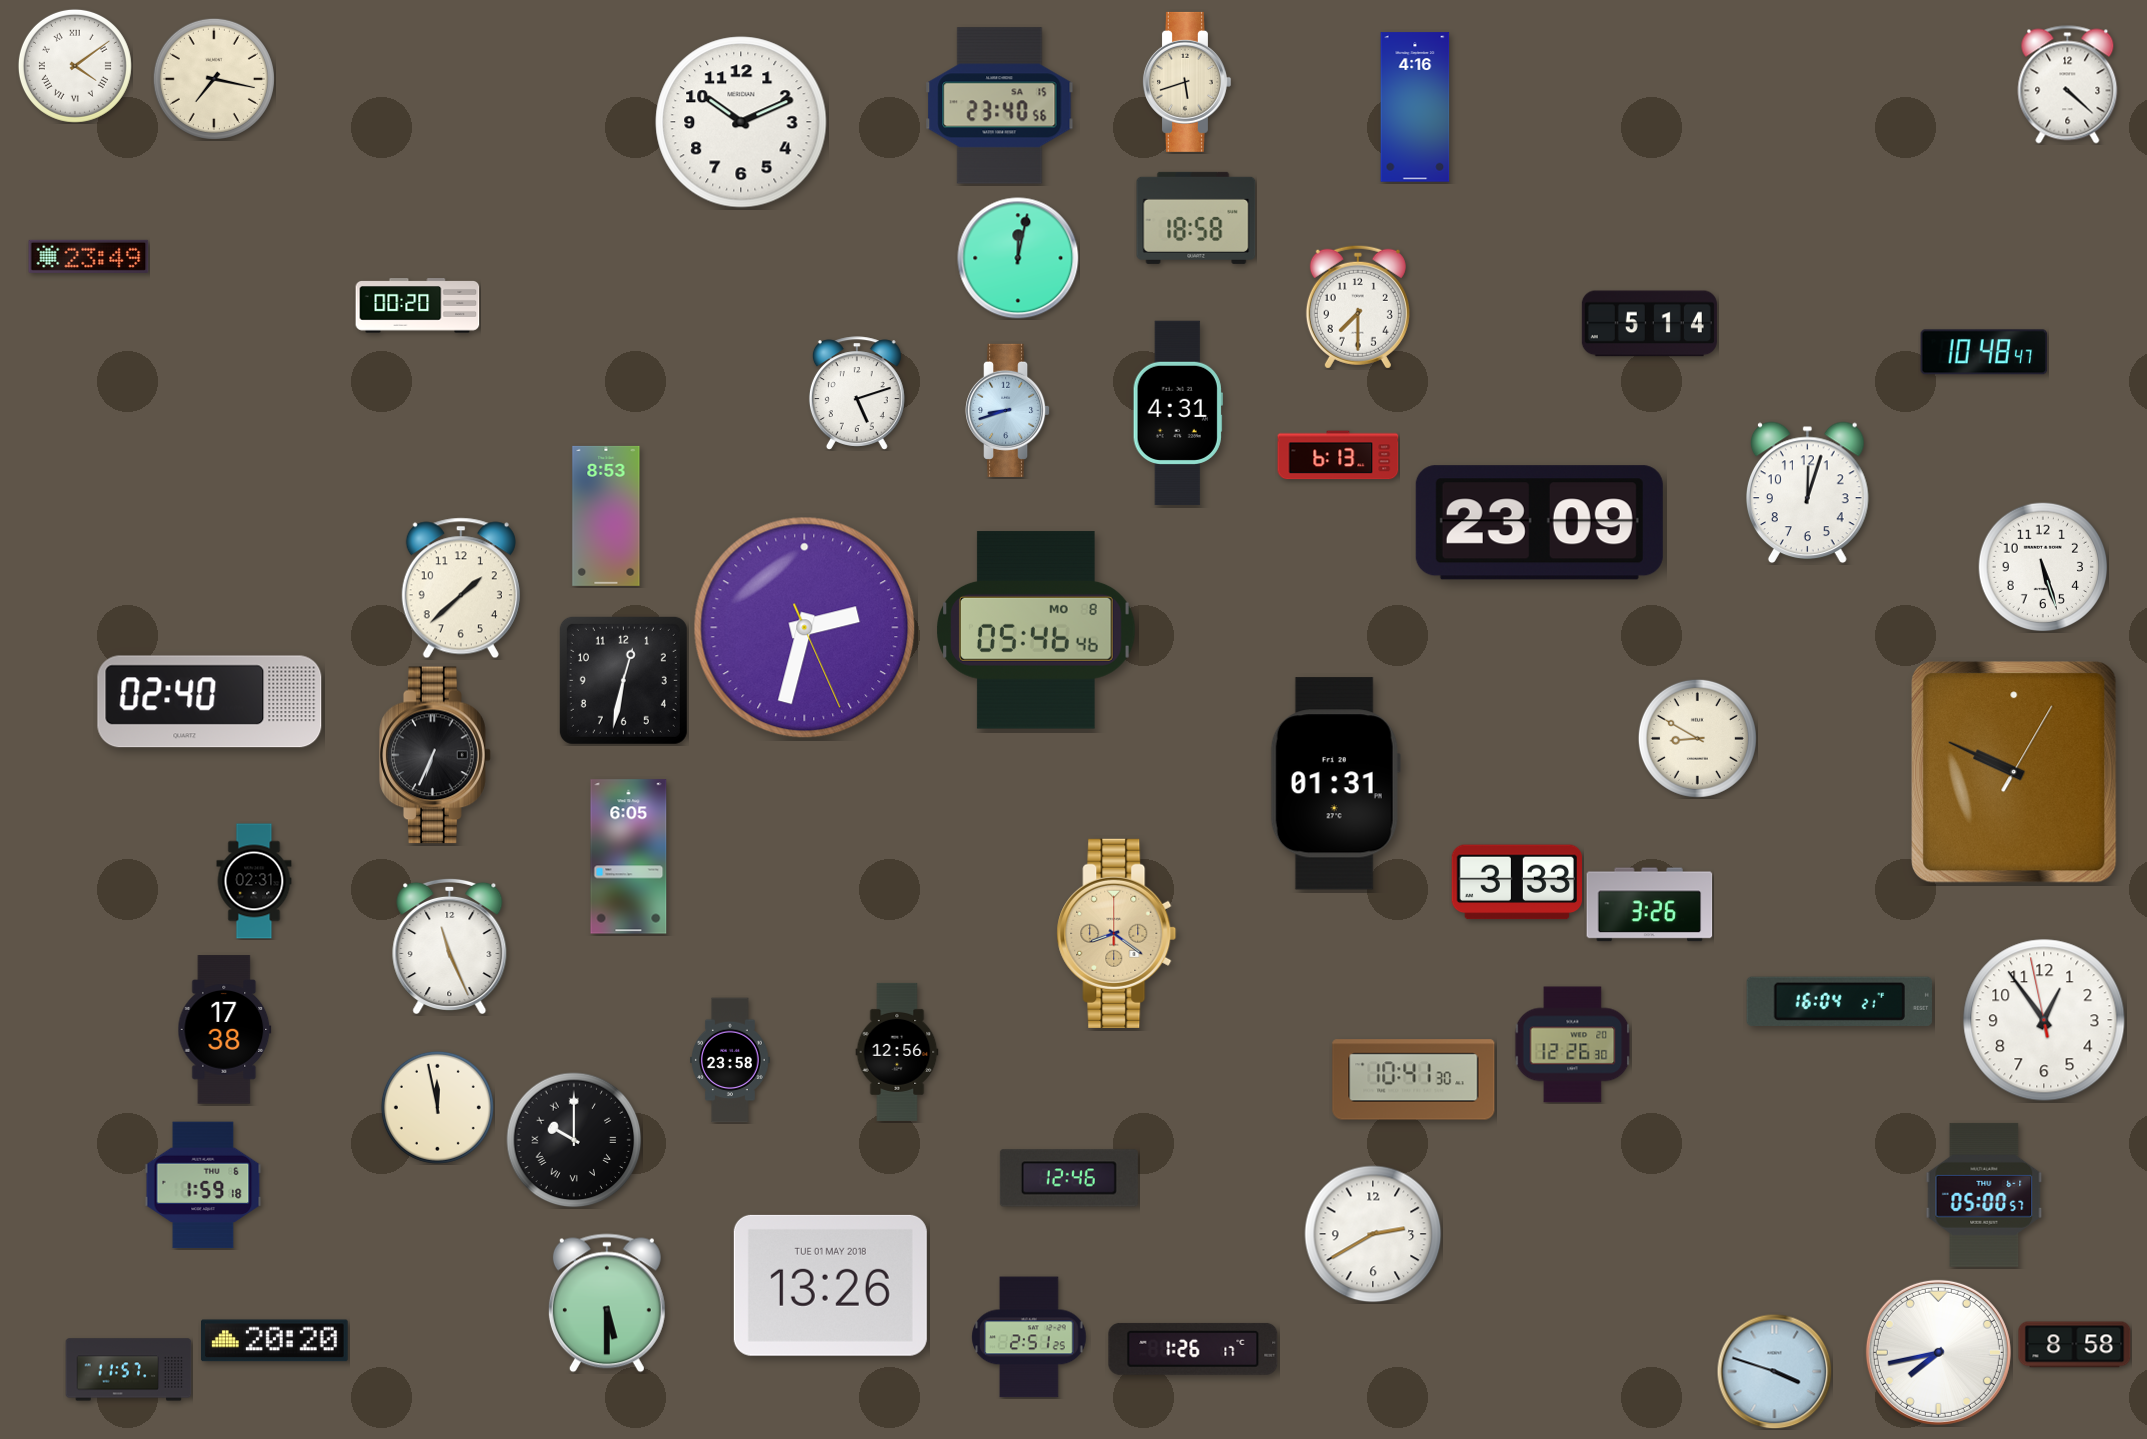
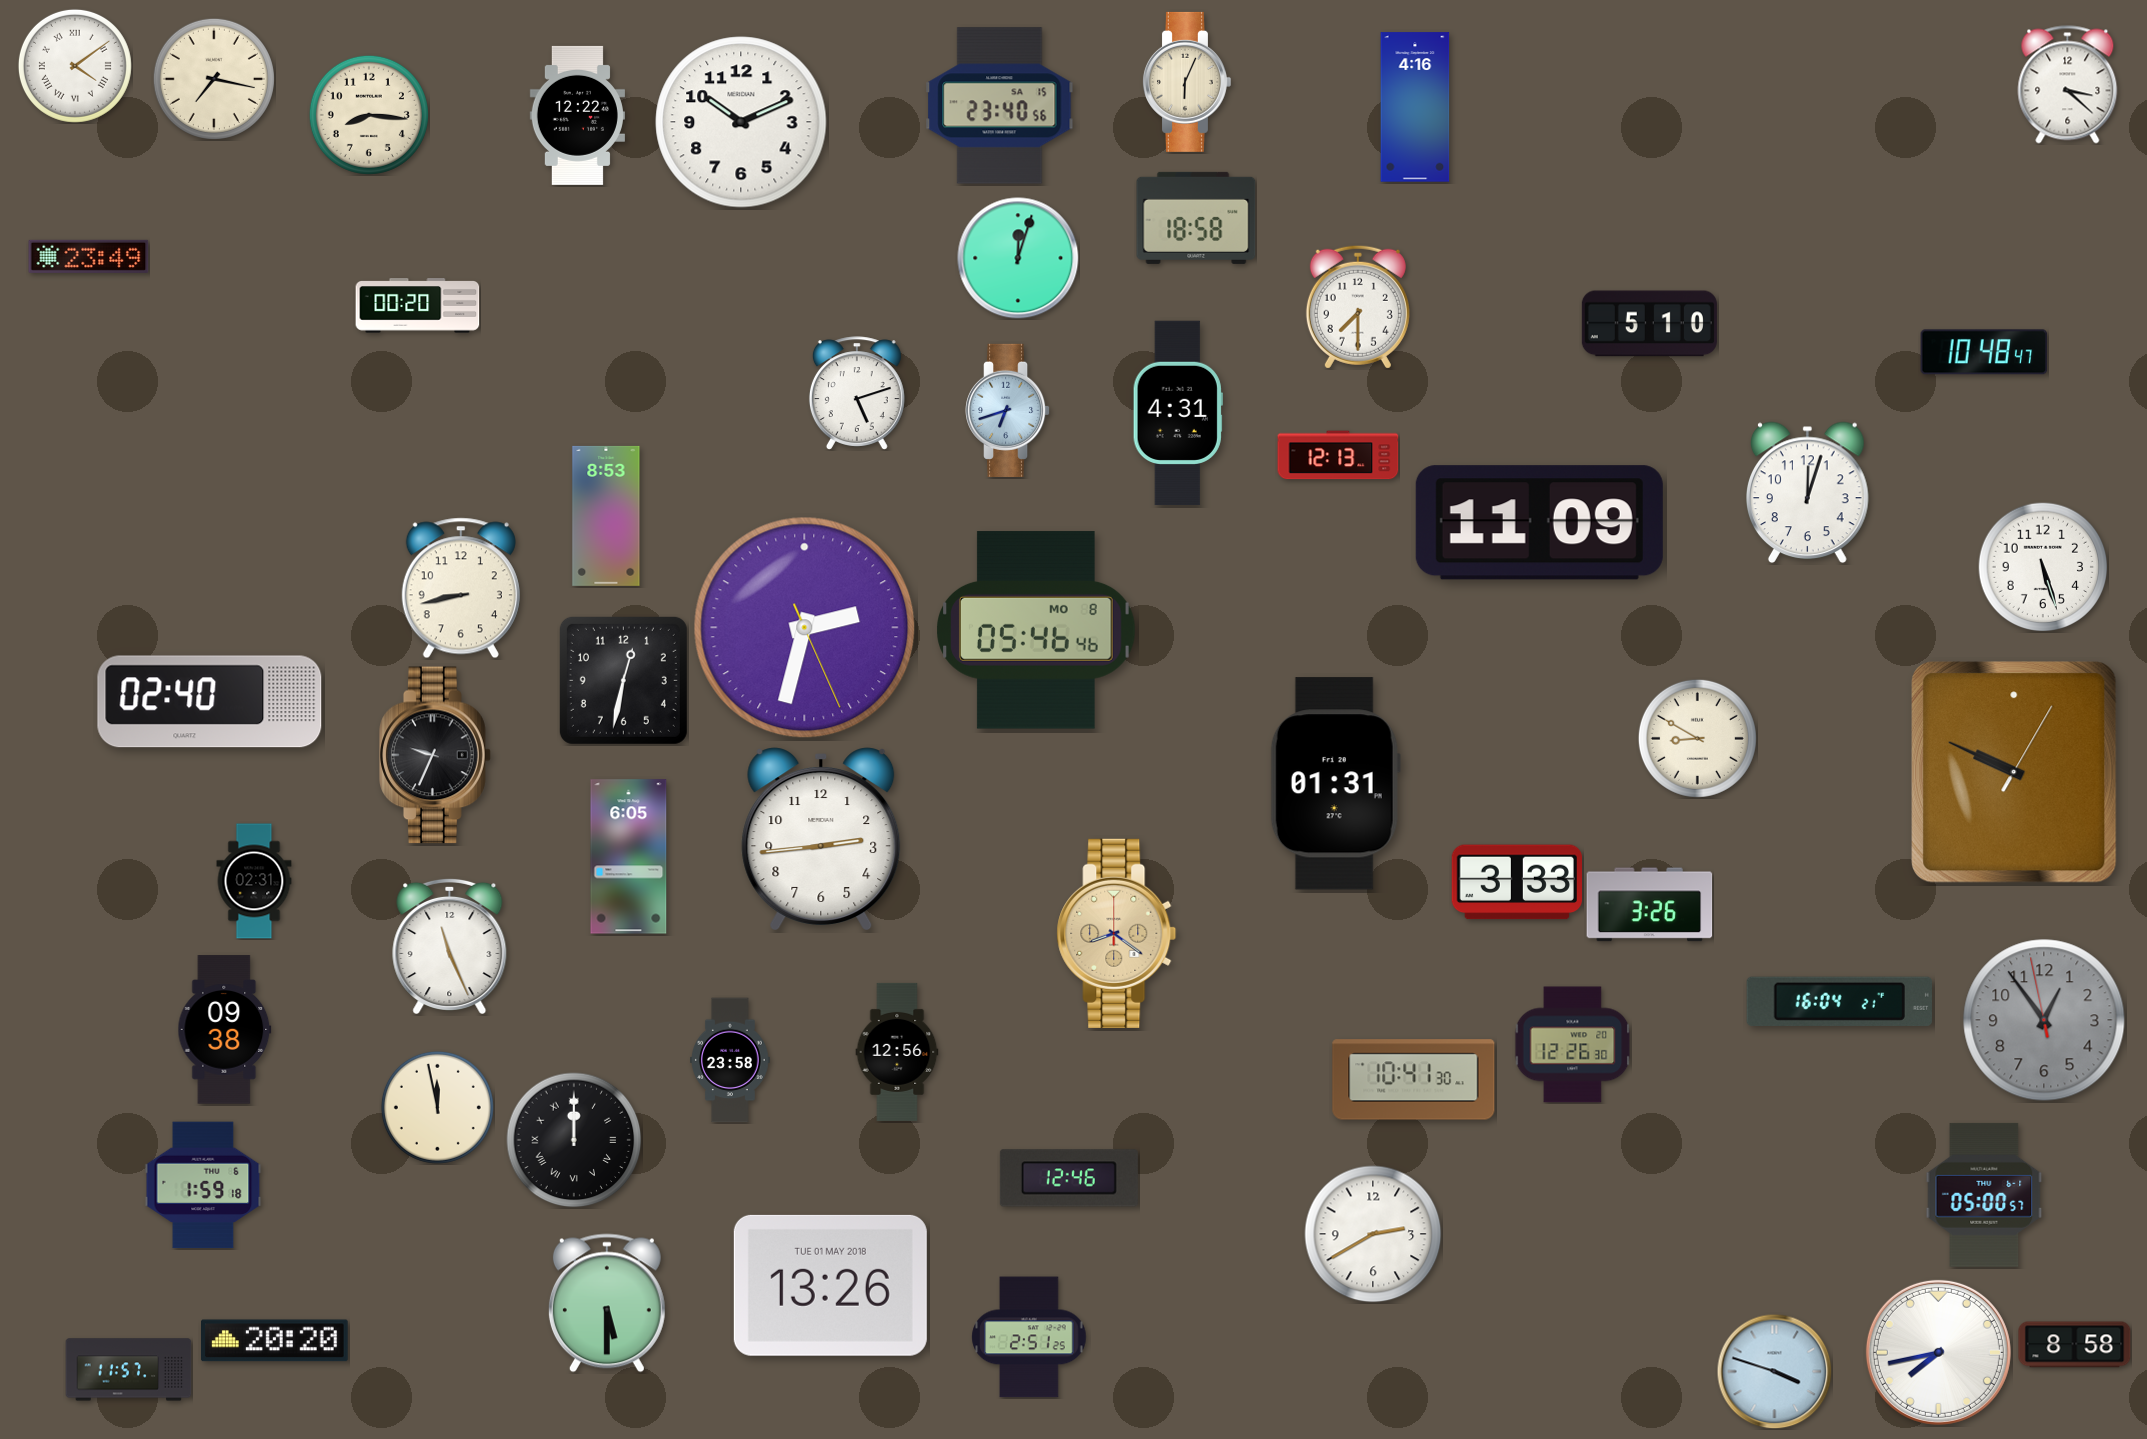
clock at (1186, 82): 5:42 -> 6:04
clock at (2068, 85): 4:22 -> 3:22
clock at (369, 115): none -> 8:16
clock at (577, 115): none -> 12:22
clock at (1018, 258): 12:02 -> 12:03
clock at (1649, 324): 5:14 -> 5:10
clock at (1009, 410): 8:42 -> 6:42
clock at (1338, 455): 6:13 -> 12:13
clock at (1539, 523): 23:09 -> 11:09
clock at (461, 588): 1:38 -> 8:43
clock at (435, 755): 6:34 -> 9:34
clock at (821, 839): none -> 2:44
clock at (2044, 1020) dial: white -> grey
clock at (225, 1030): 17:38 -> 09:38
clock at (574, 1140): 10:00 -> 12:00
clock at (1193, 1349): 1:26 -> none
